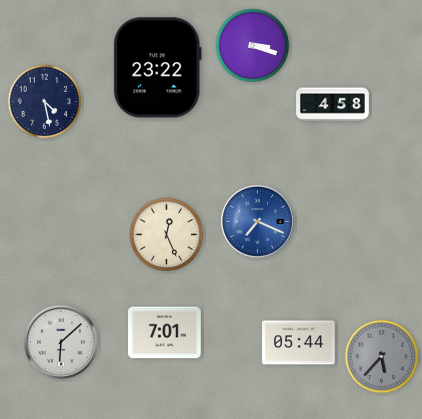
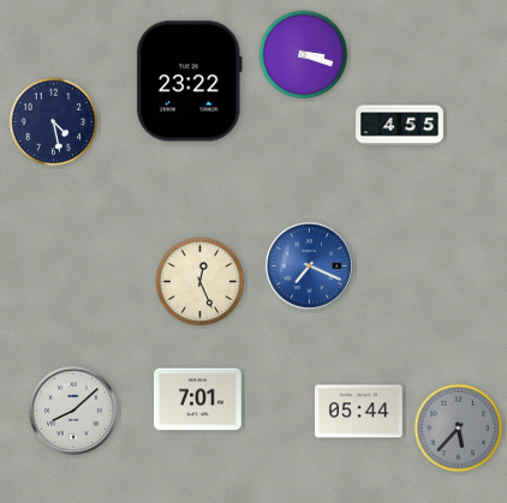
clock at (333, 105): 4:58 -> 4:55
clock at (61, 342): 6:08 -> 8:08
